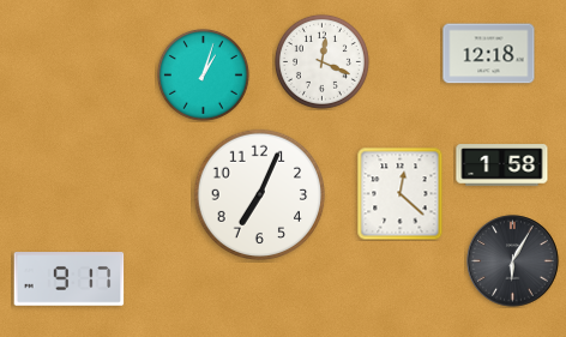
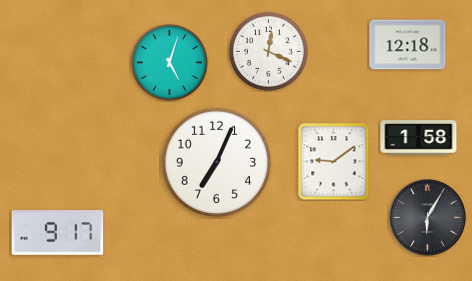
clock at (203, 74): 1:03 -> 5:03
clock at (401, 193): 12:22 -> 9:09
